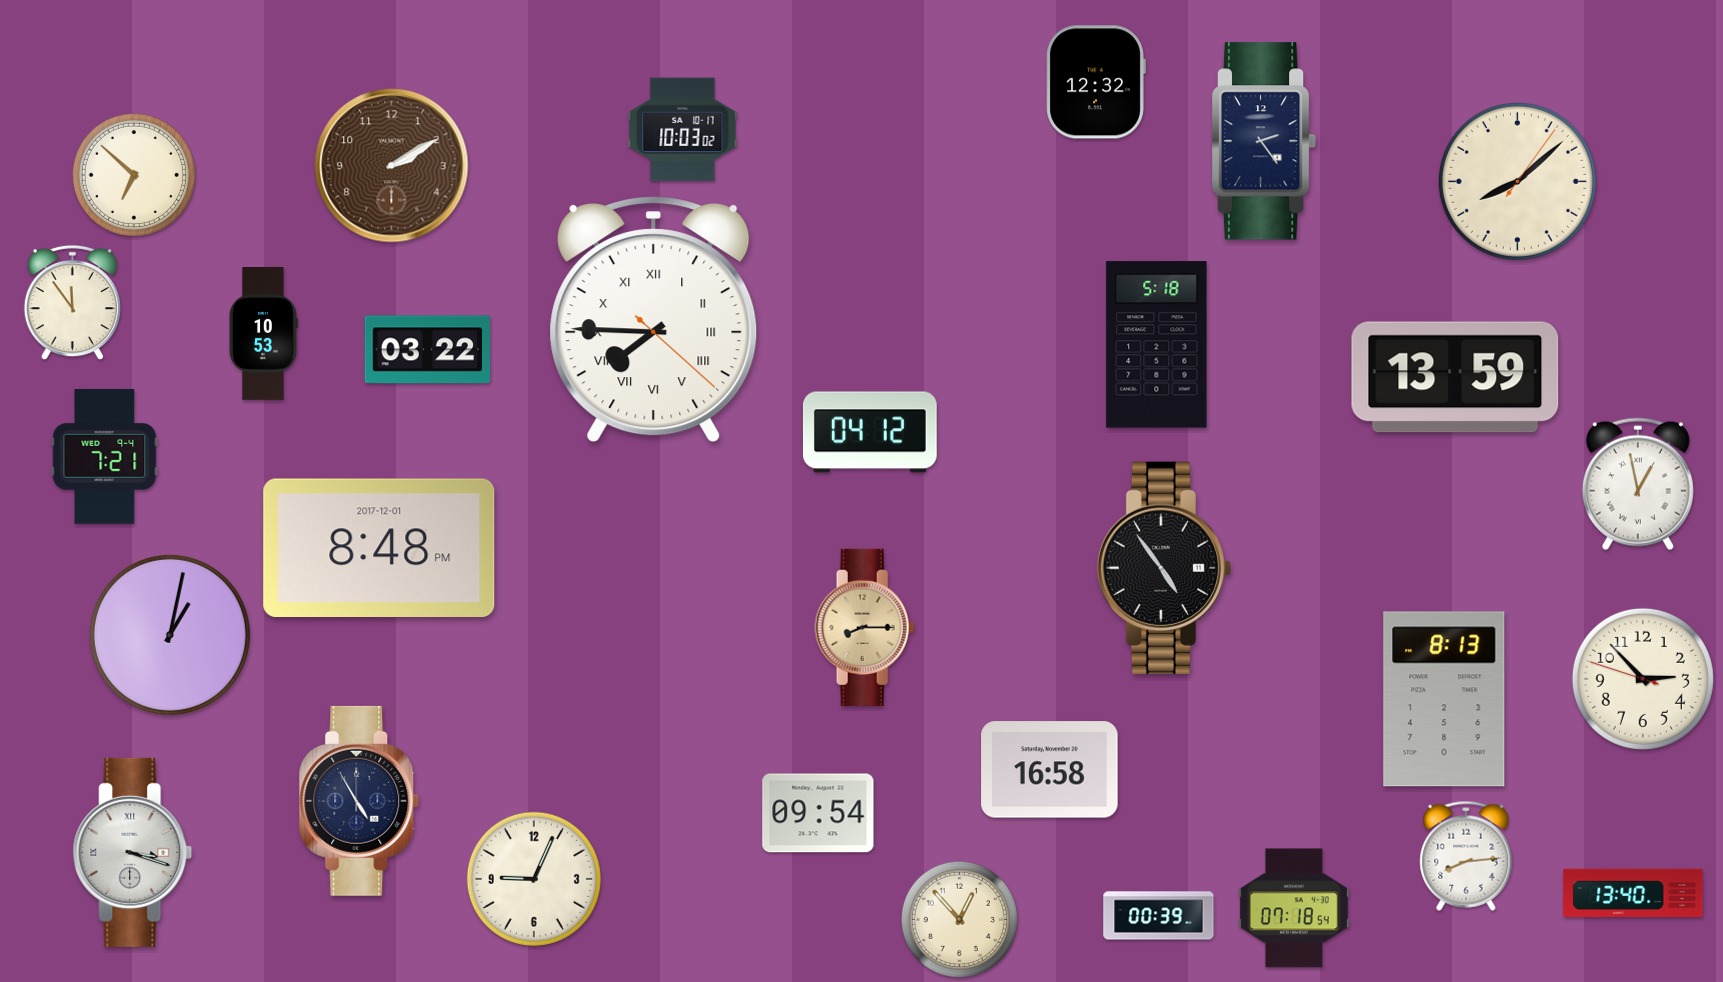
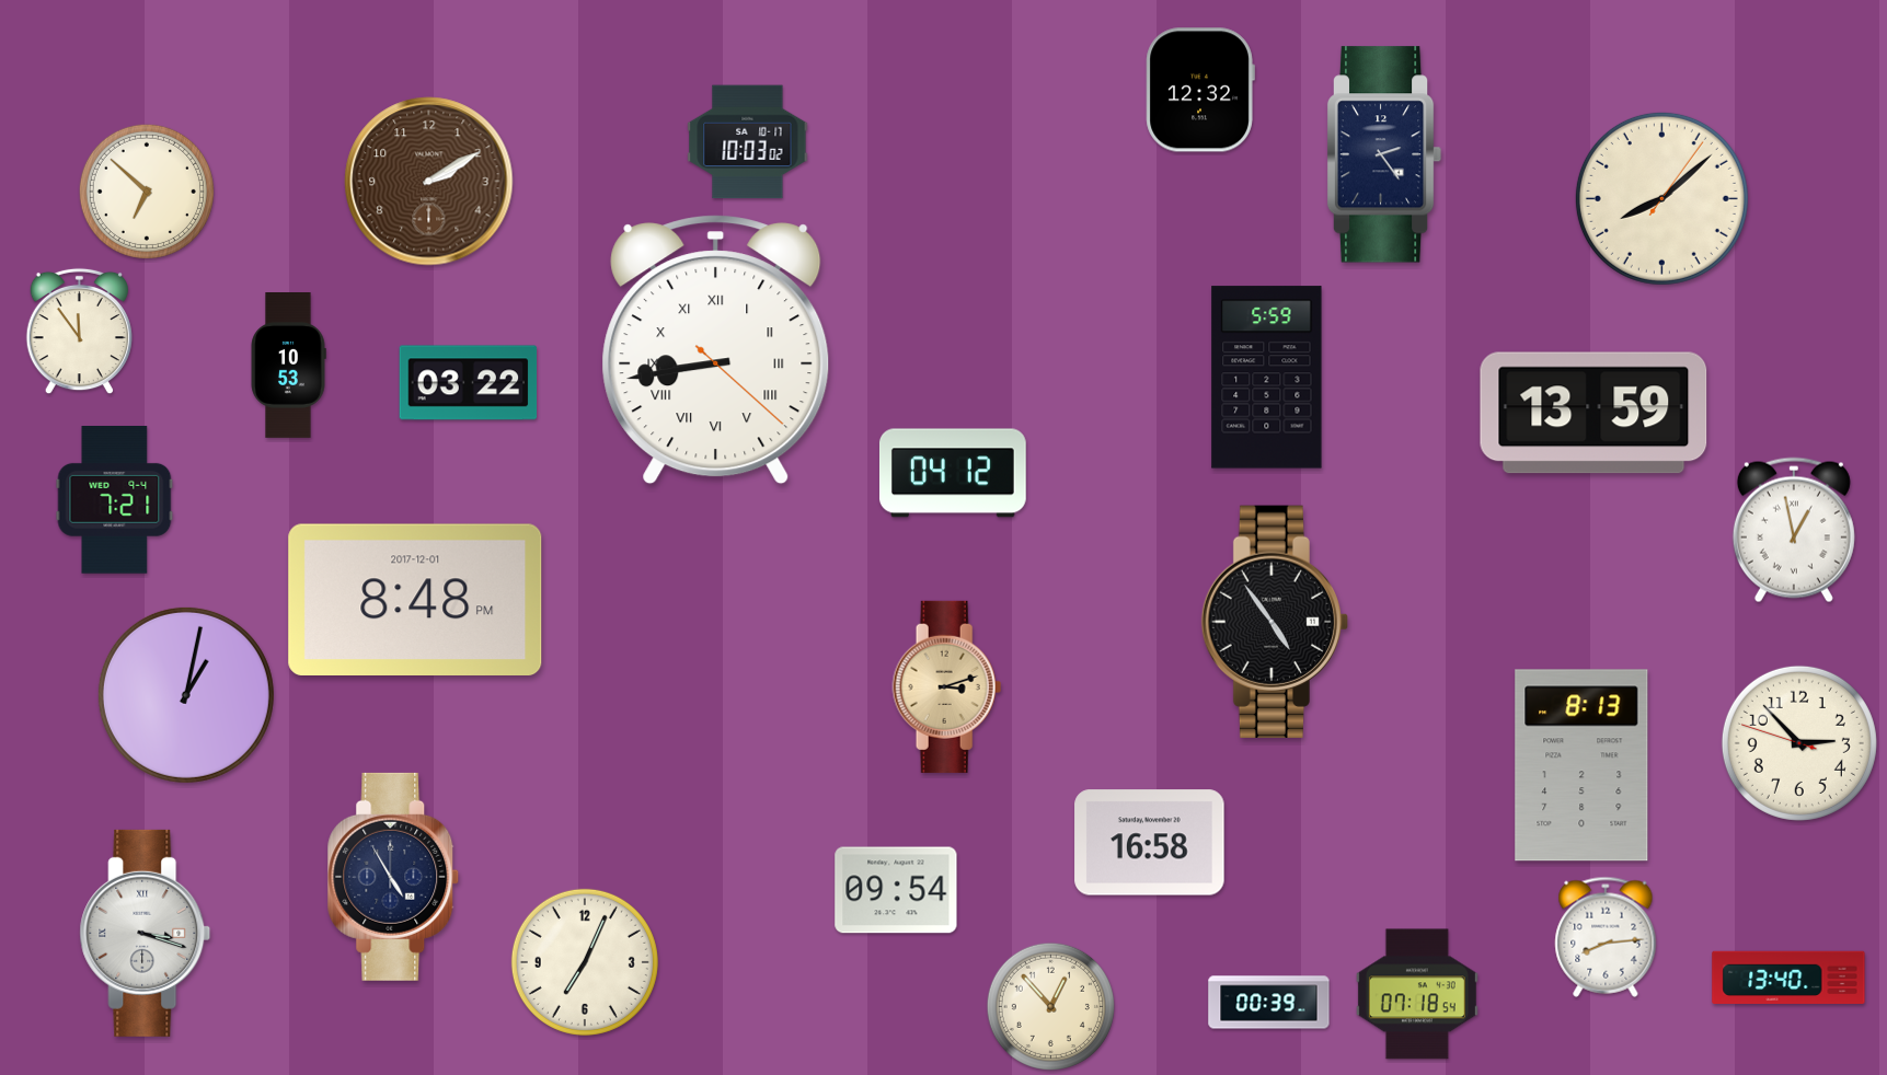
clock at (654, 320): 7:45 -> 8:43
clock at (1157, 345): 5:18 -> 5:59
clock at (865, 627): 8:15 -> 3:12
clock at (534, 879): 9:04 -> 7:04
